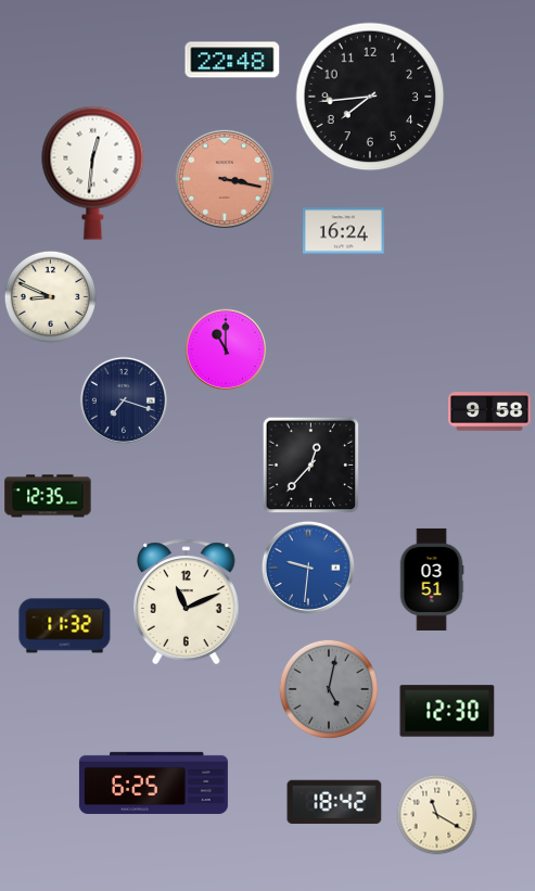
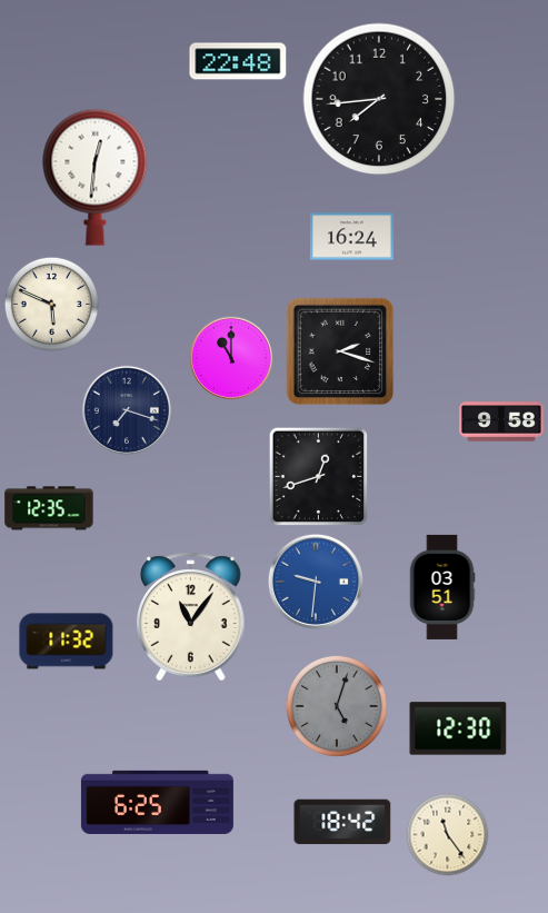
clock at (225, 179): 3:17 -> none
clock at (51, 297): 8:49 -> 5:49
clock at (340, 351): none -> 2:18
clock at (311, 466): 12:37 -> 12:42
clock at (432, 580) position: (432, 580) -> (442, 587)
clock at (187, 602): 11:11 -> 11:06
clock at (329, 689): 5:02 -> 5:03
clock at (437, 815): 11:20 -> 11:24
